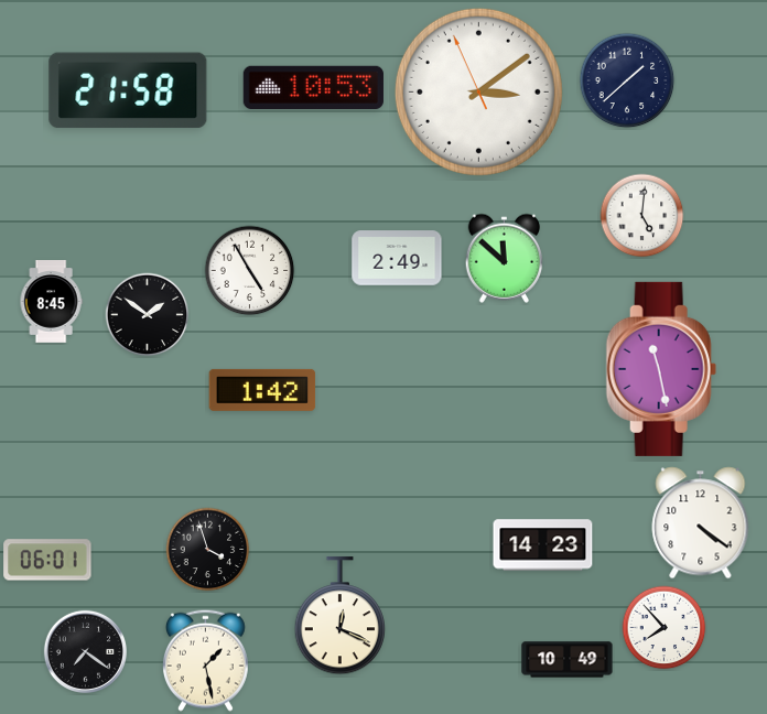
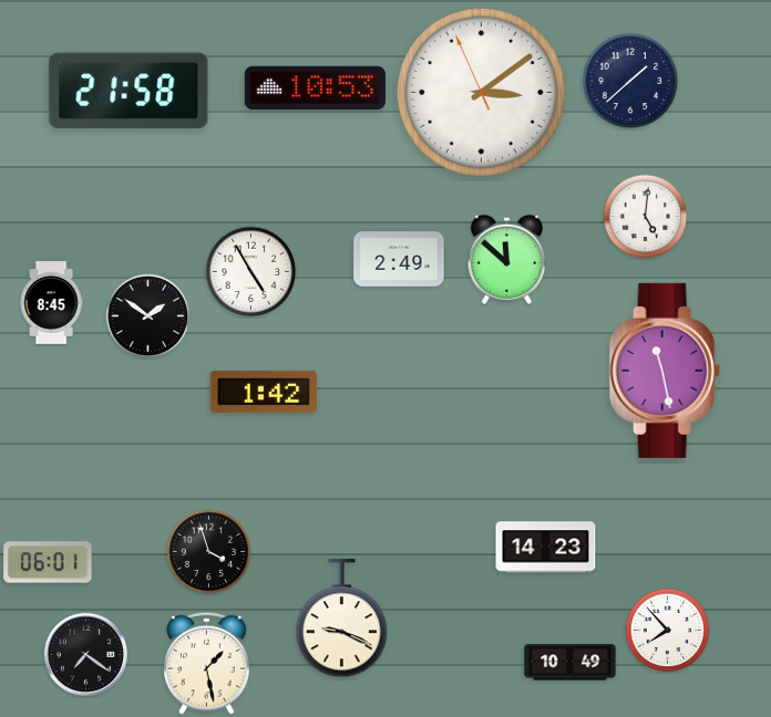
clock at (701, 523): 4:21 -> none
clock at (339, 616): 12:19 -> 9:19
